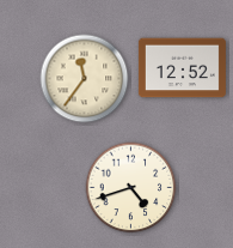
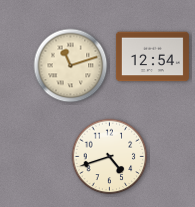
clock at (182, 68): 12:52 -> 12:54
clock at (85, 79): 11:36 -> 11:12
